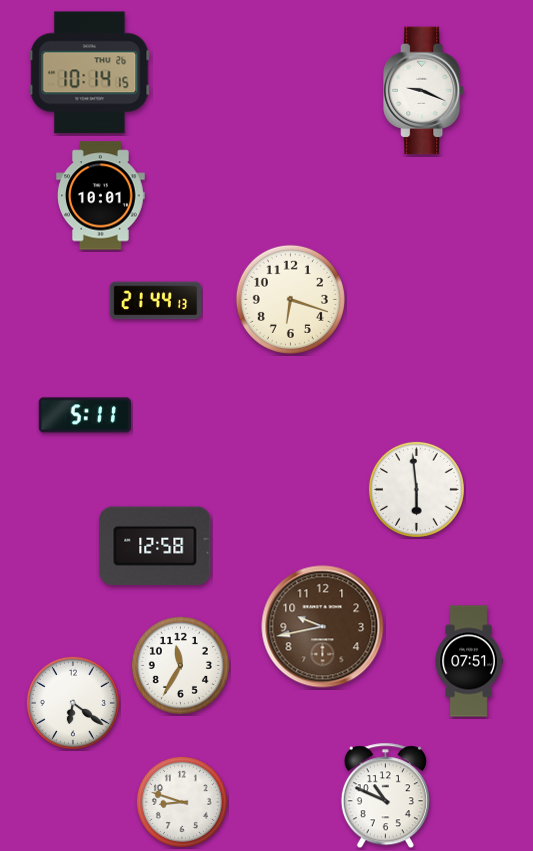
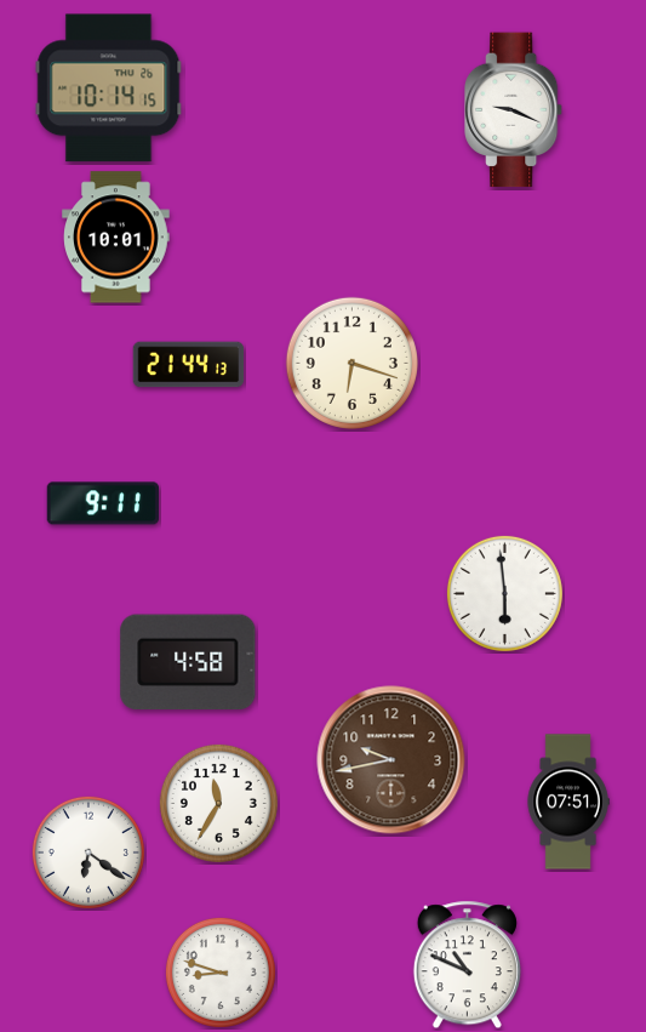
clock at (101, 196) position: (101, 196) -> (116, 238)
clock at (84, 415): 5:11 -> 9:11
clock at (155, 546): 12:58 -> 4:58
clock at (180, 665) position: (180, 665) -> (218, 803)
